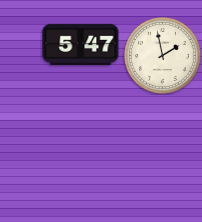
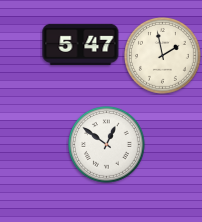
clock at (107, 145): none -> 12:51
